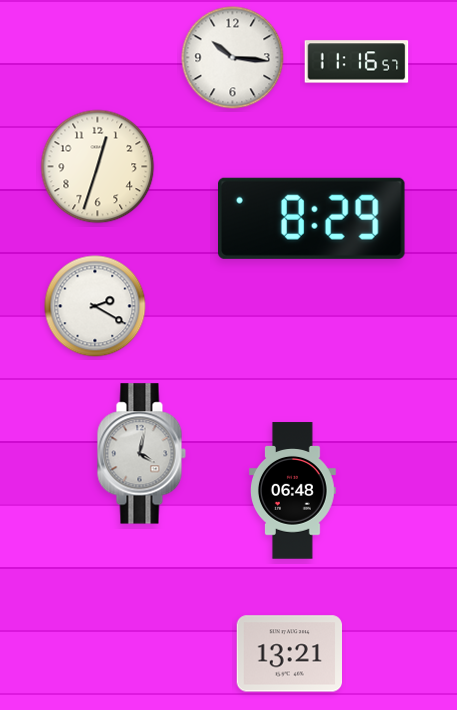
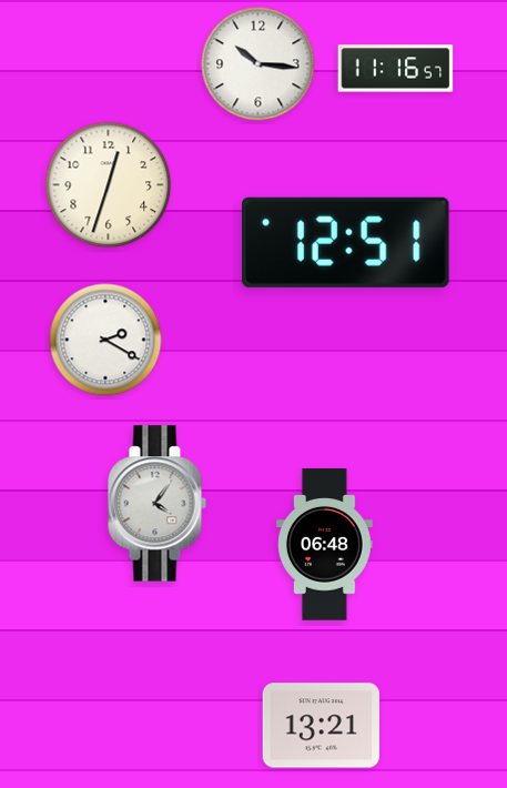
clock at (312, 218): 8:29 -> 12:51
clock at (141, 454): 4:02 -> 4:06
